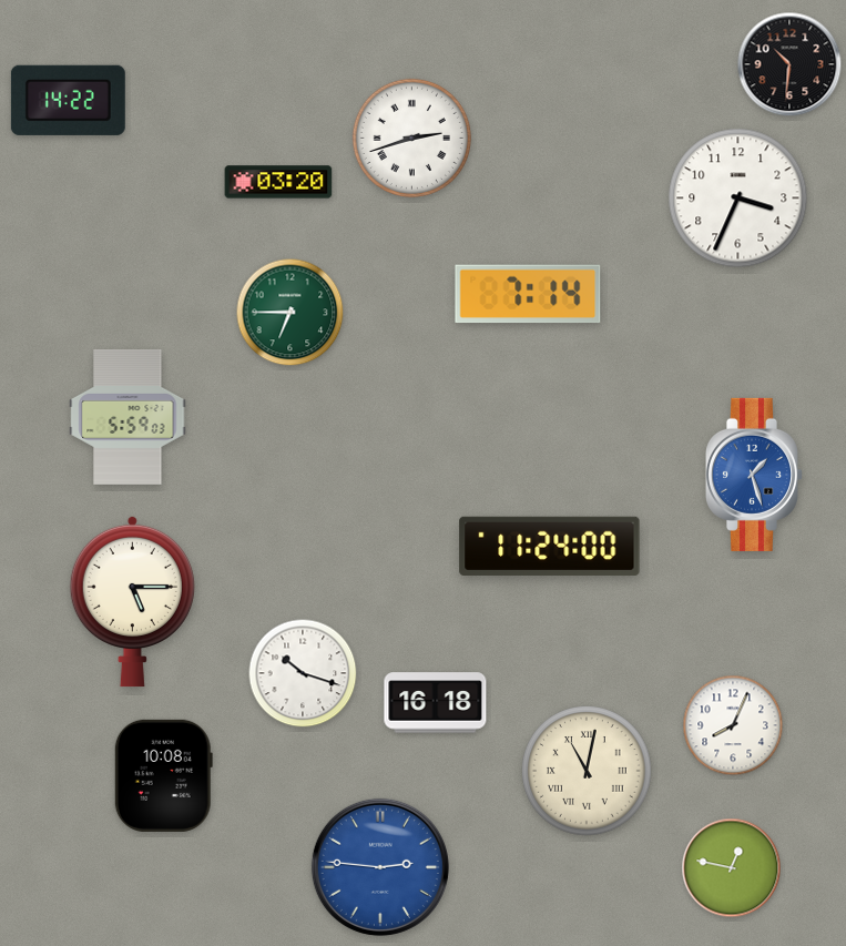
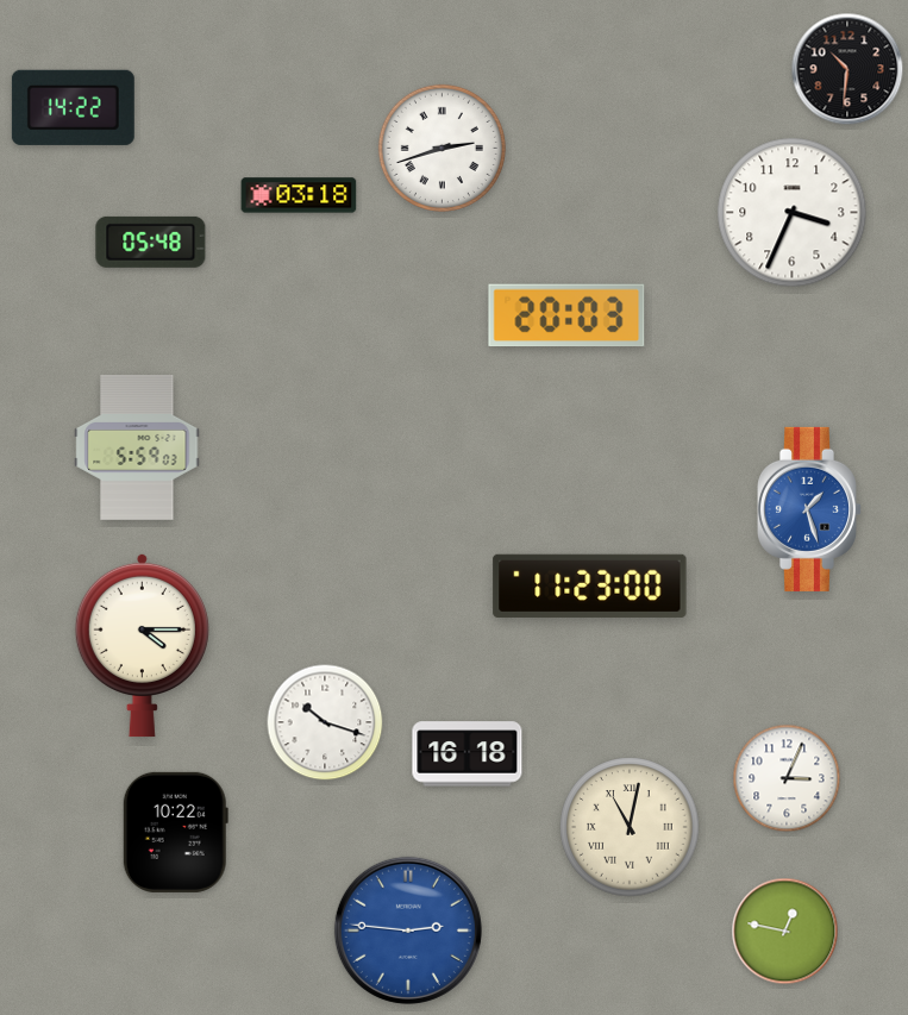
clock at (278, 182): 03:20 -> 03:18
clock at (151, 242): none -> 05:48
clock at (528, 294): 7:14 -> 20:03
clock at (291, 313): 6:45 -> none
clock at (550, 546): 11:24 -> 11:23
clock at (132, 601): 5:15 -> 4:15
clock at (733, 725): 8:04 -> 3:04
clock at (163, 775): 10:08 -> 10:22
